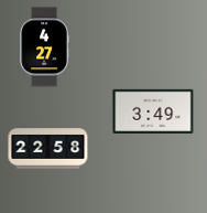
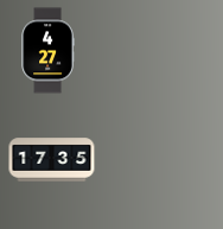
clock at (153, 110): 3:49 -> none
clock at (48, 149): 22:58 -> 17:35
